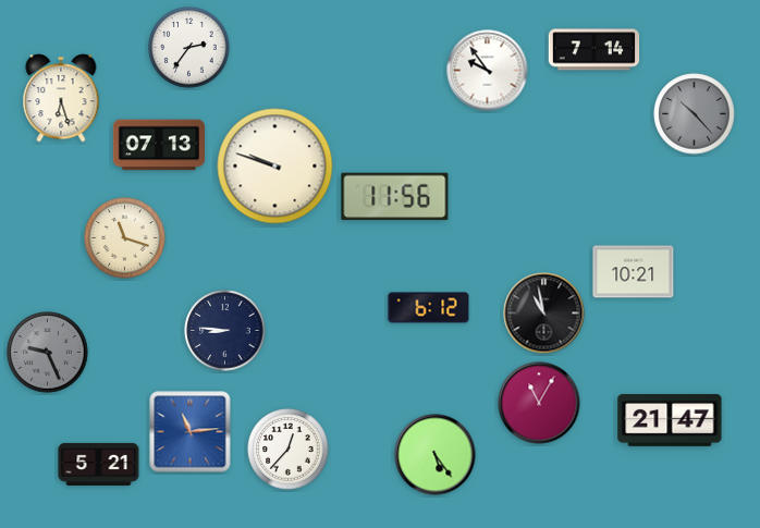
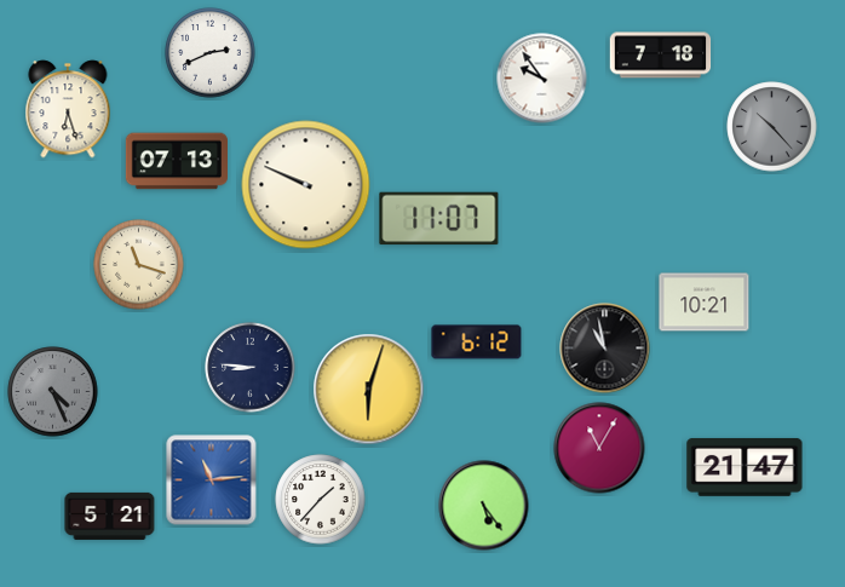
clock at (189, 48): 2:36 -> 2:41
clock at (594, 50): 7:14 -> 7:18
clock at (275, 167): 9:48 -> 9:49
clock at (395, 197): 11:56 -> 11:07
clock at (369, 390): none -> 6:03
clock at (48, 353): 9:26 -> 4:26
clock at (289, 450): 12:37 -> 1:37
